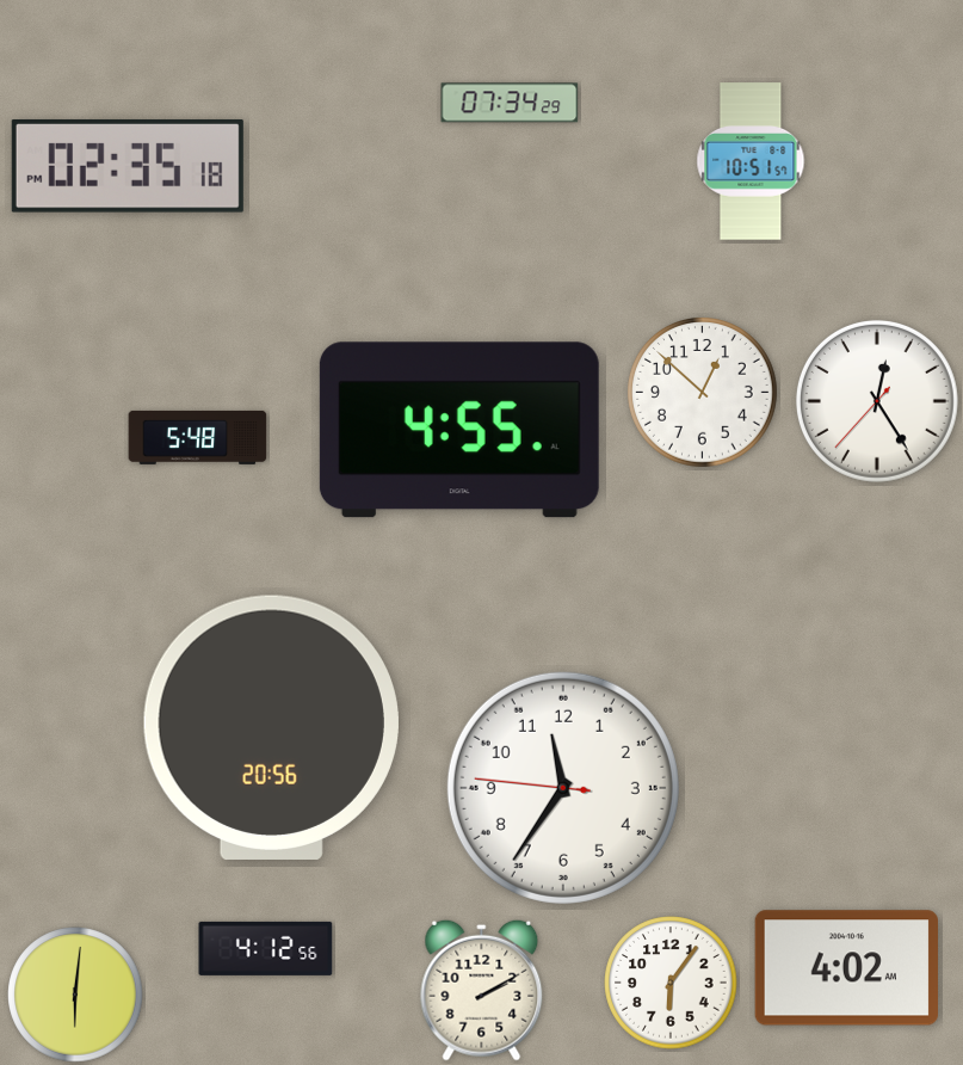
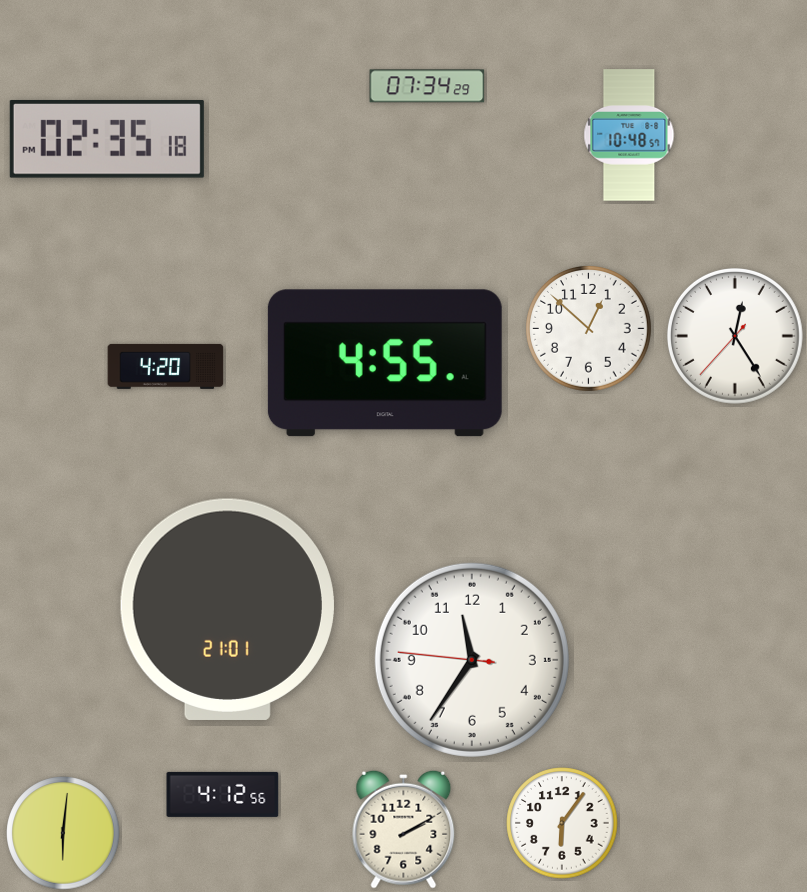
clock at (751, 161): 10:51 -> 10:48
clock at (459, 430) position: (459, 430) -> (385, 363)
clock at (198, 437): 5:48 -> 4:20
clock at (271, 727): 20:56 -> 21:01
clock at (846, 968): 4:02 -> none
